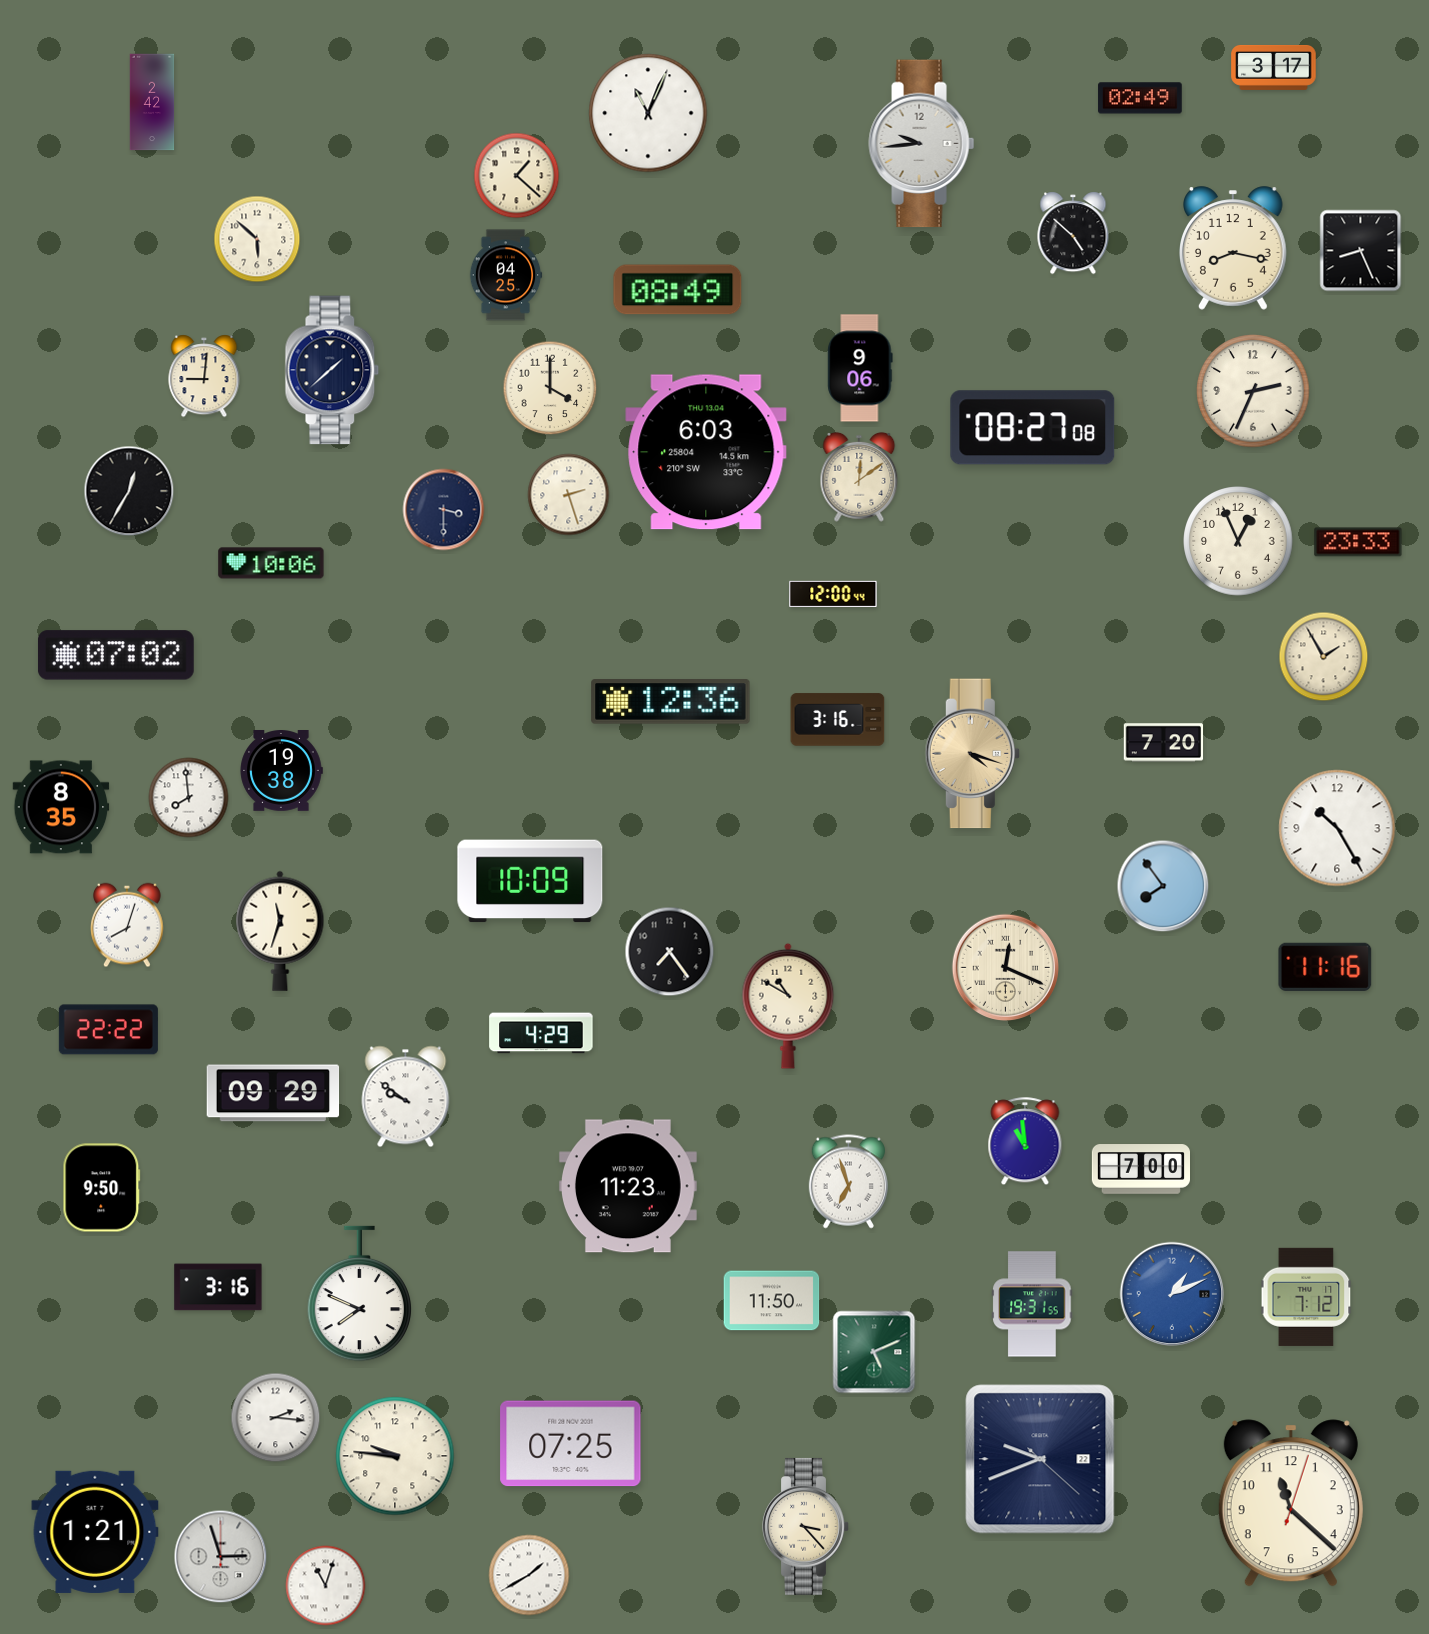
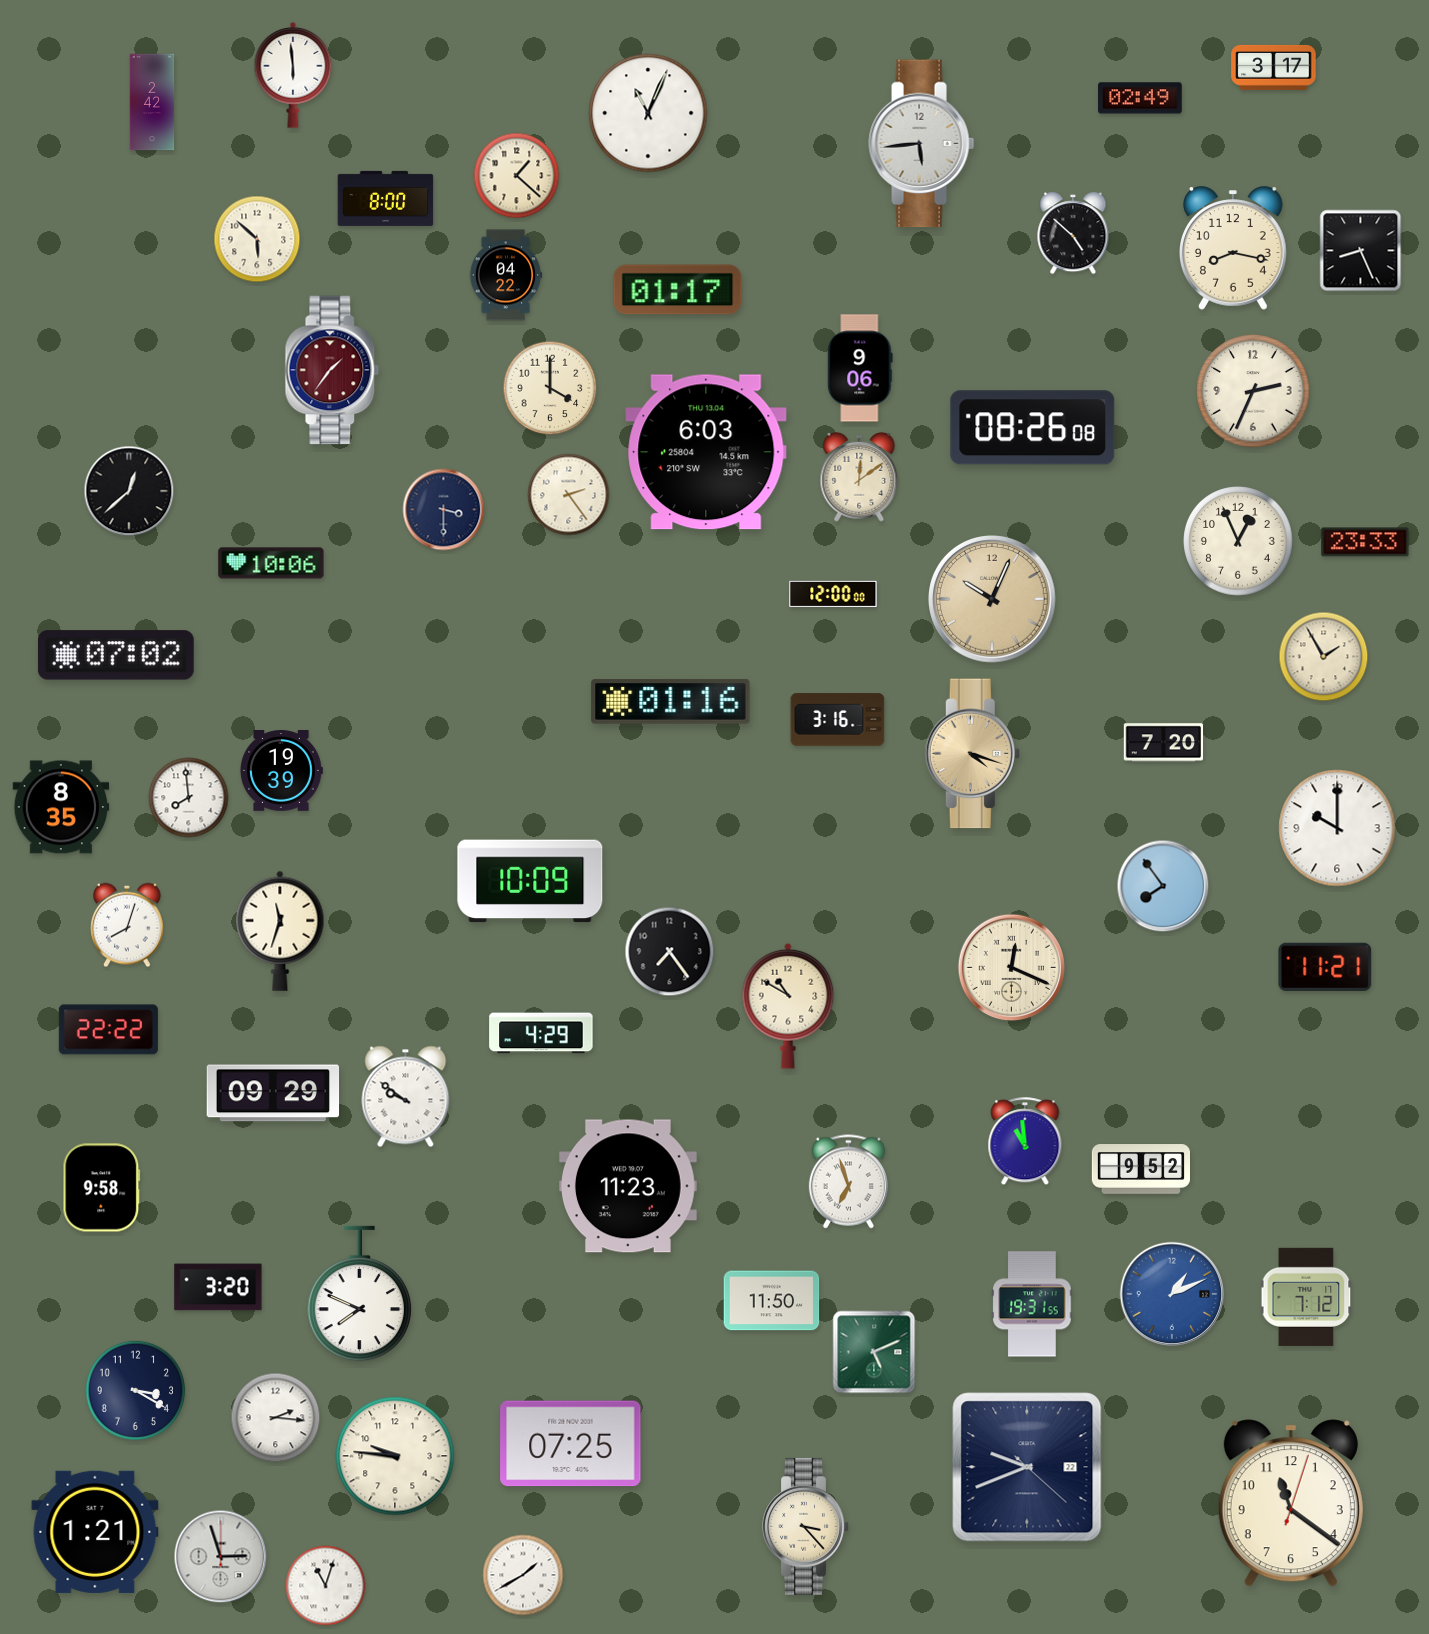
clock at (293, 75): none -> 5:59
clock at (922, 144): 9:44 -> 5:44
clock at (386, 198): none -> 8:00
clock at (506, 275): 04:25 -> 04:22
clock at (678, 290): 08:49 -> 01:17
clock at (332, 370): 1:38 -> 1:36
clock at (332, 370) dial: navy -> burgundy
clock at (204, 376): 9:01 -> none
clock at (1033, 428): 08:27 -> 08:26
clock at (129, 491): 12:35 -> 12:38
clock at (569, 495): 2:27 -> 2:24
clock at (1358, 542) position: (1358, 542) -> (1365, 542)
clock at (833, 594): 12:00:44 -> 12:00:00
clock at (993, 600): none -> 10:04
clock at (671, 702): 12:36 -> 01:16
clock at (281, 771): 19:38 -> 19:39
clock at (1337, 828): 10:25 -> 10:00
clock at (1005, 967) position: (1005, 967) -> (1011, 967)
clock at (1325, 967): 11:16 -> 11:21
clock at (1140, 1169): 7:00 -> 9:52
clock at (102, 1188): 9:50 -> 9:58
clock at (218, 1287): 3:16 -> 3:20
clock at (135, 1390): none -> 3:20
clock at (1040, 1459) position: (1040, 1459) -> (1027, 1467)
clock at (1291, 1503): 11:22 -> 11:21
clock at (529, 1575) position: (529, 1575) -> (523, 1575)
